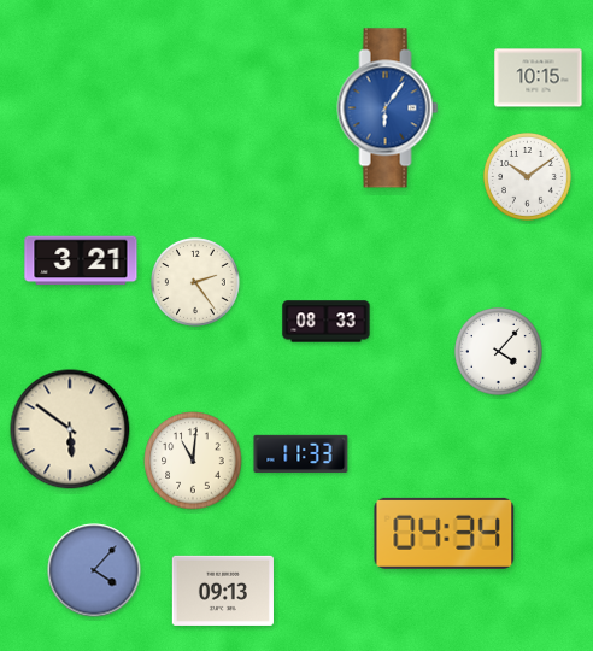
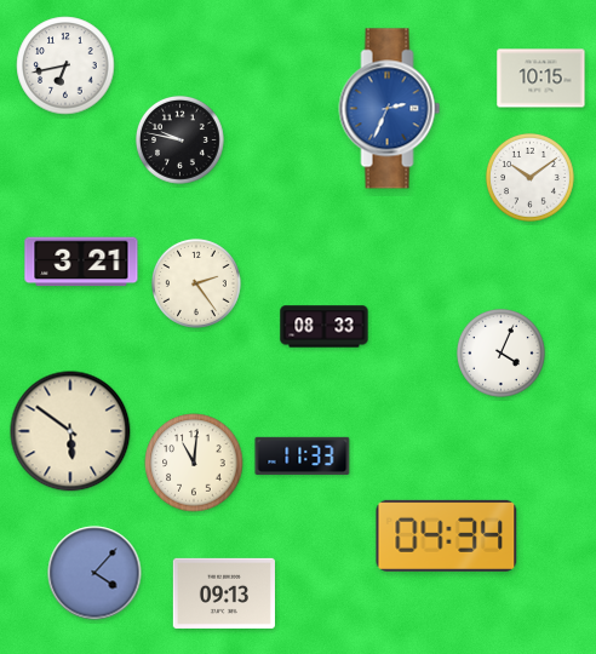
clock at (65, 65): none -> 6:43
clock at (388, 108): 6:06 -> 2:34
clock at (179, 139): none -> 9:47
clock at (327, 322) position: (327, 322) -> (325, 327)
clock at (498, 351): 4:07 -> 4:04
